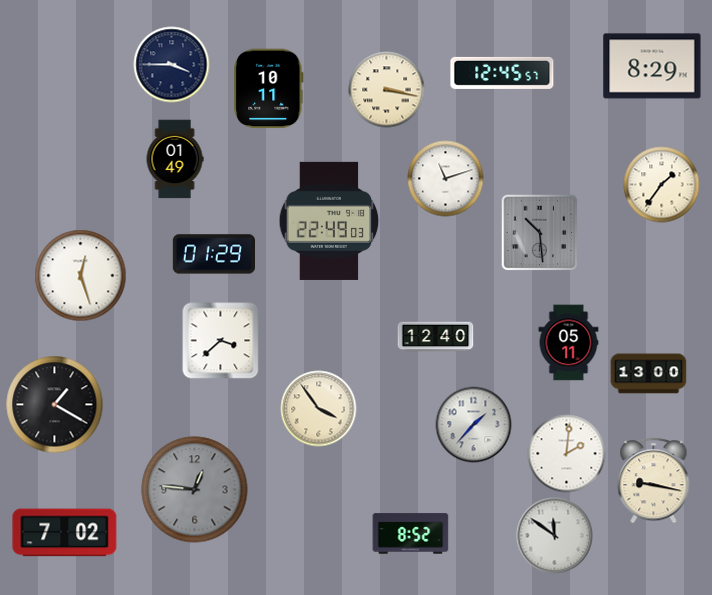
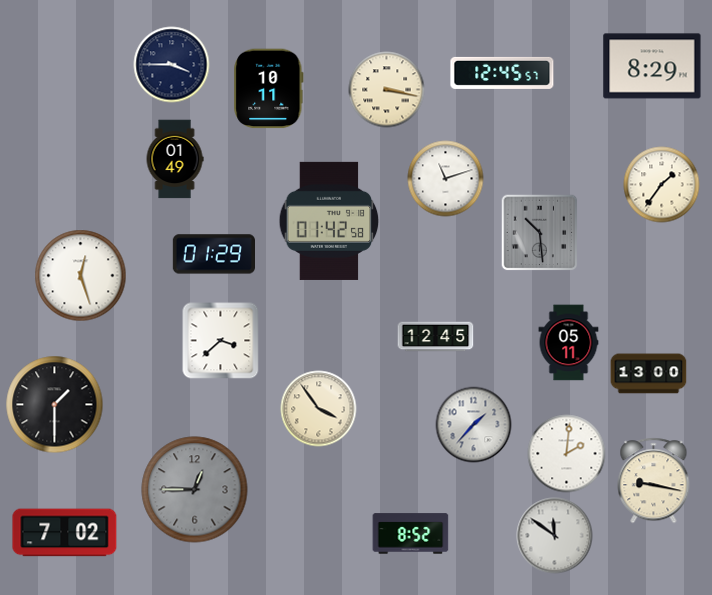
clock at (329, 221): 22:49 -> 01:42
clock at (436, 337): 12:40 -> 12:45
clock at (55, 405): 1:20 -> 1:30
clock at (195, 490): 12:46 -> 12:45
